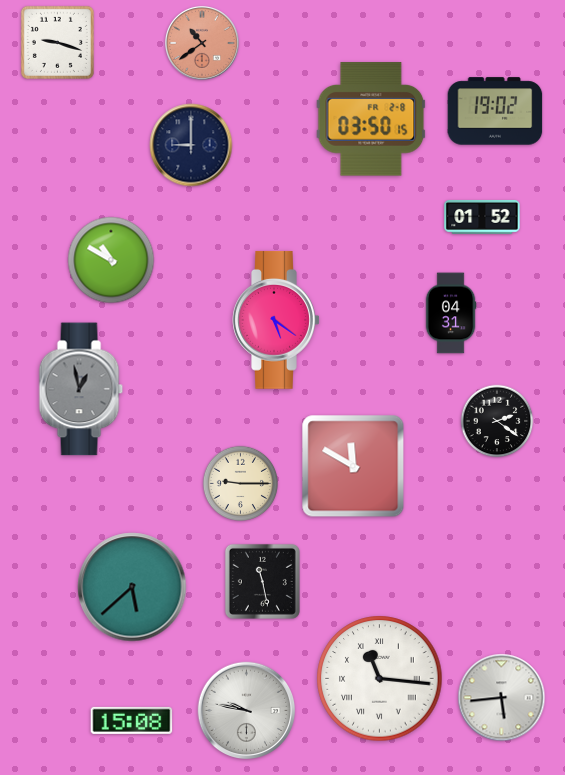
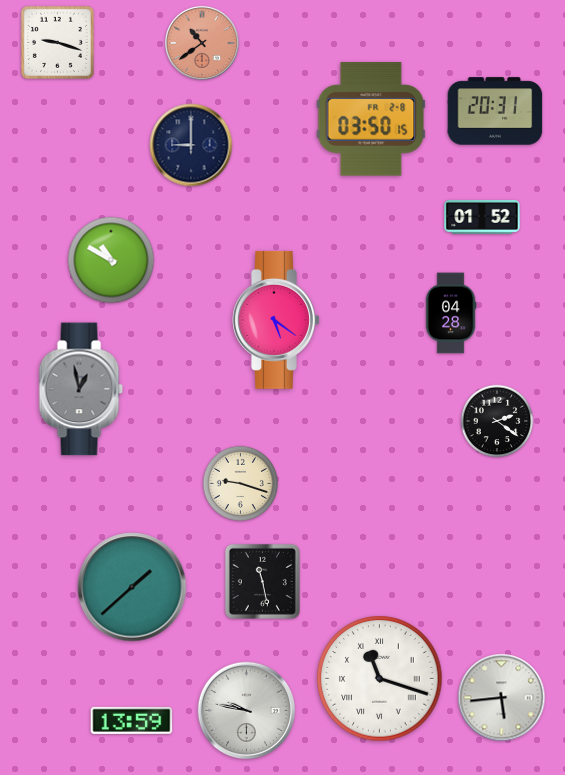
clock at (495, 111): 19:02 -> 20:31
clock at (451, 313): 04:31 -> 04:28
clock at (353, 466): 11:50 -> none
clock at (240, 483): 9:15 -> 9:18
clock at (132, 587): 5:38 -> 1:38
clock at (380, 679): 11:16 -> 11:18
clock at (132, 720): 15:08 -> 13:59
